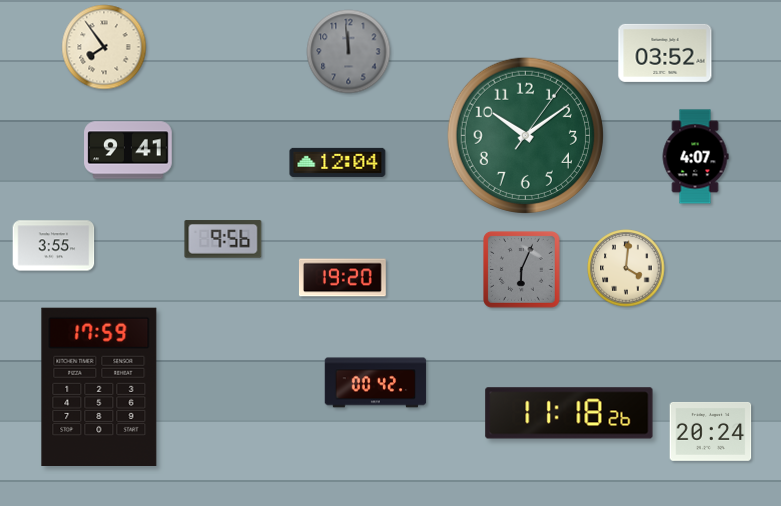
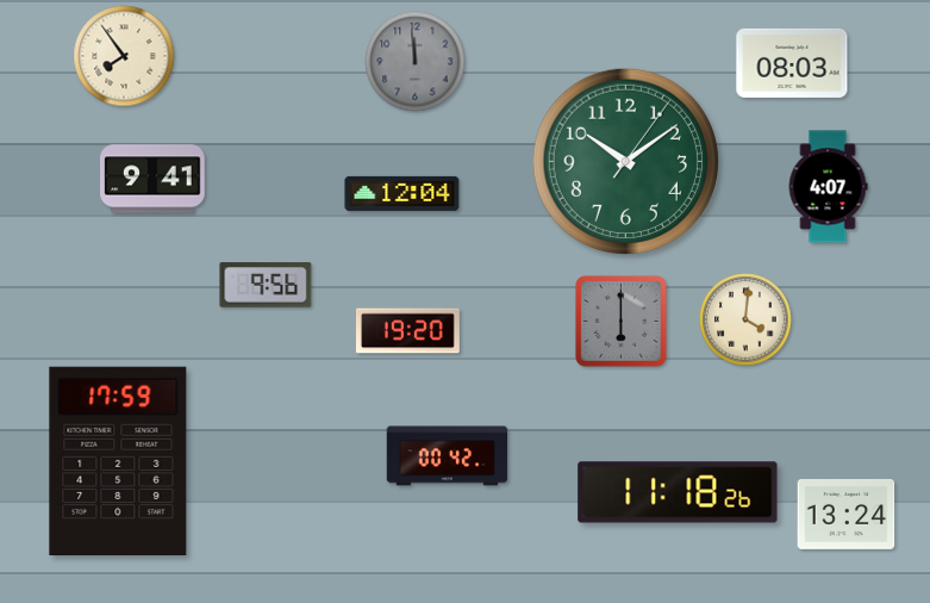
clock at (665, 53): 03:52 -> 08:03
clock at (54, 246): 3:55 -> none
clock at (522, 270): 6:04 -> 6:00
clock at (711, 431): 20:24 -> 13:24
